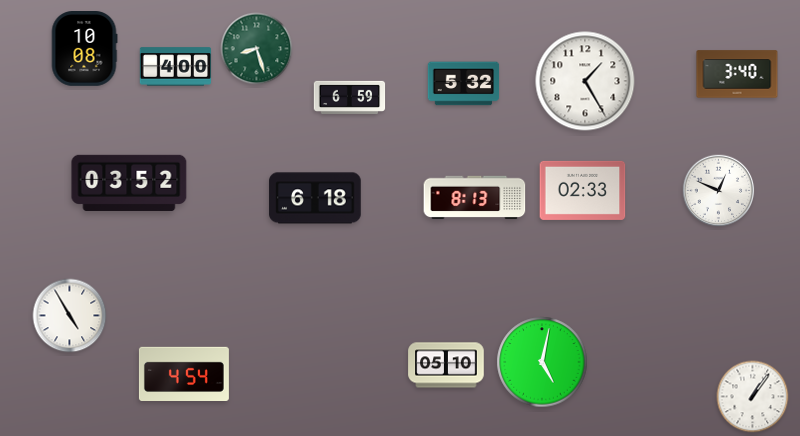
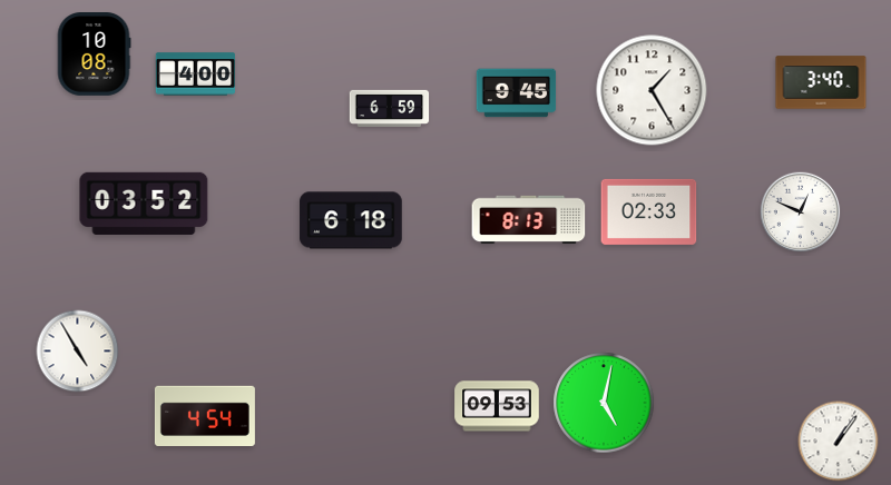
clock at (257, 49): 8:27 -> none
clock at (464, 84): 5:32 -> 9:45
clock at (446, 365): 05:10 -> 09:53
